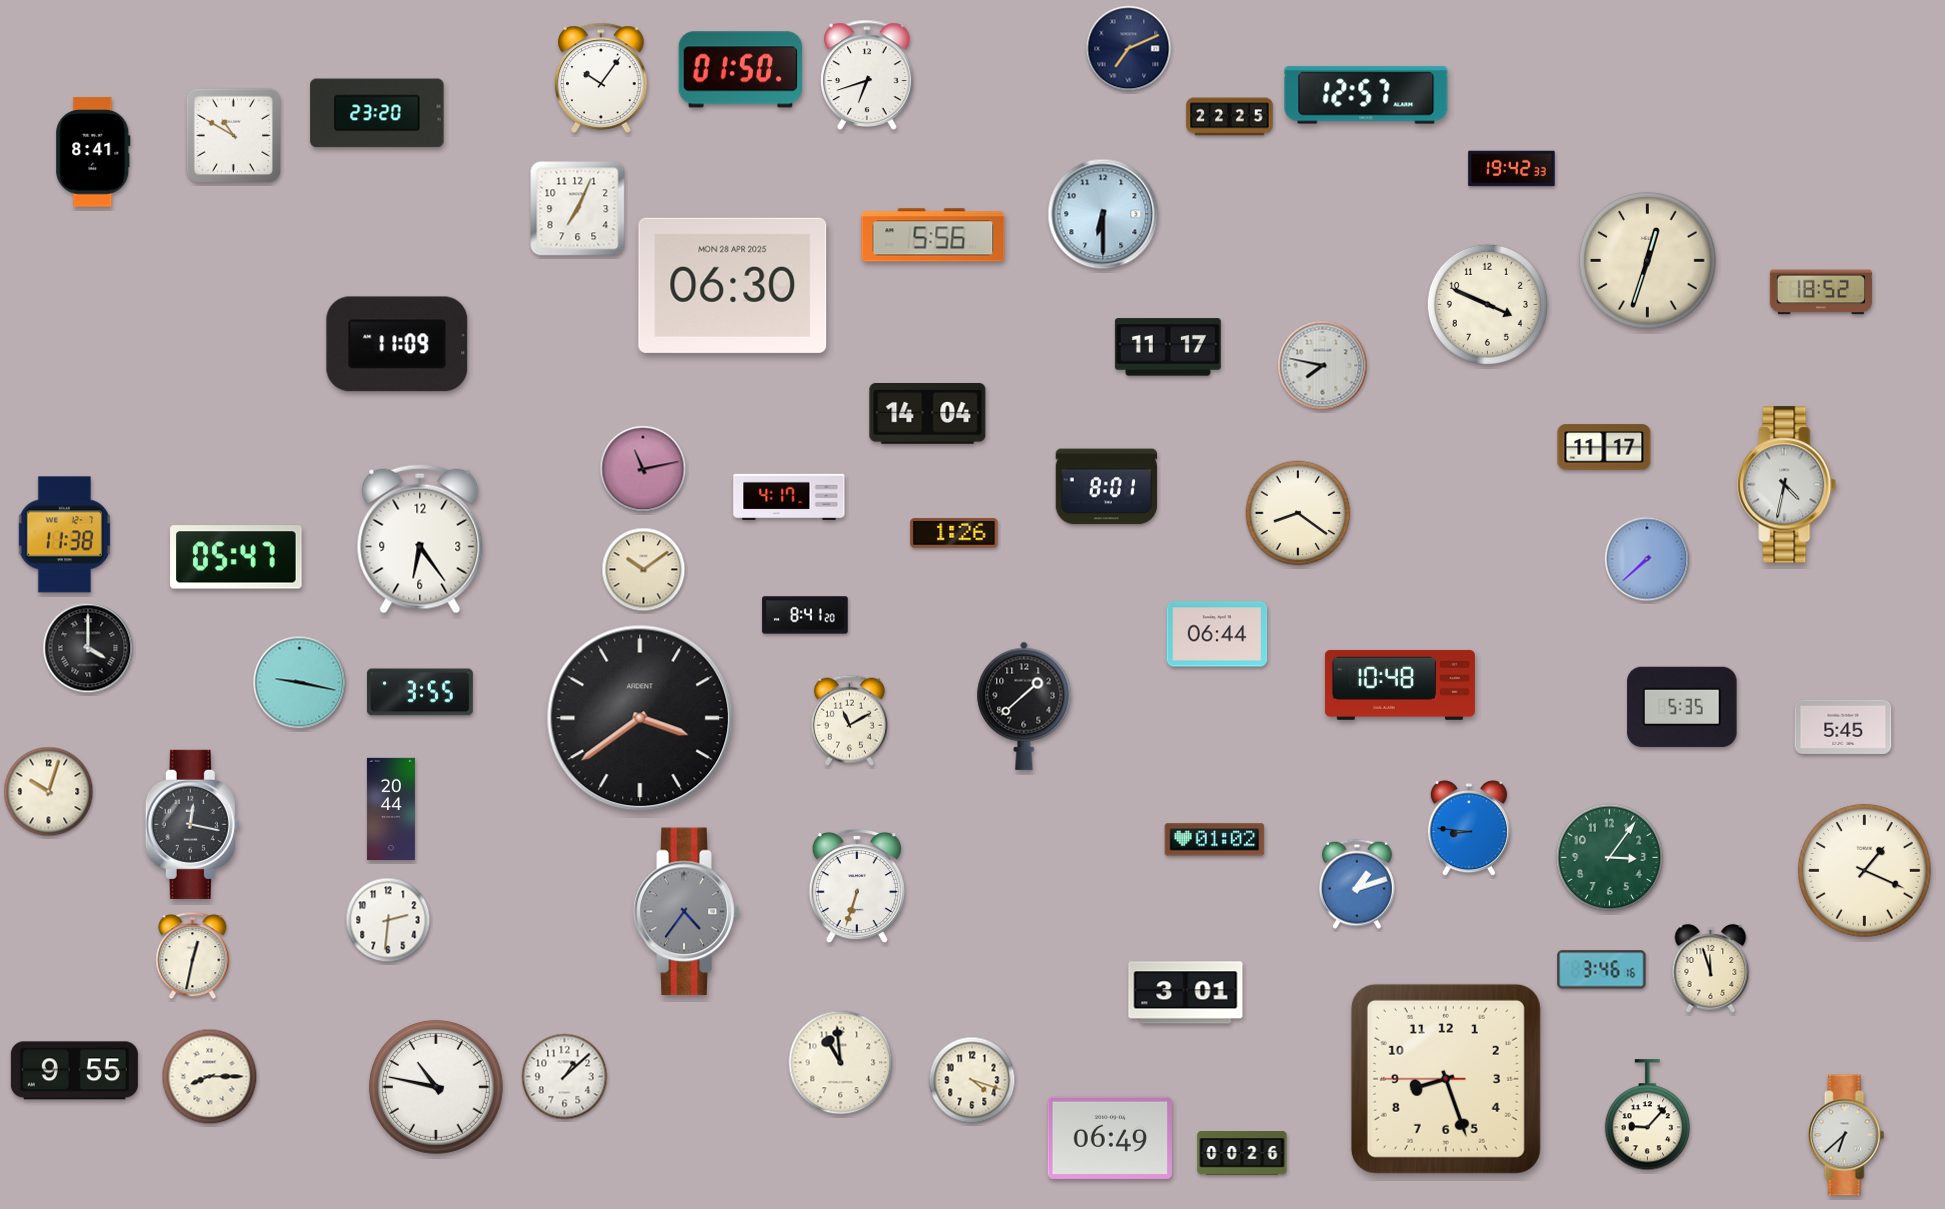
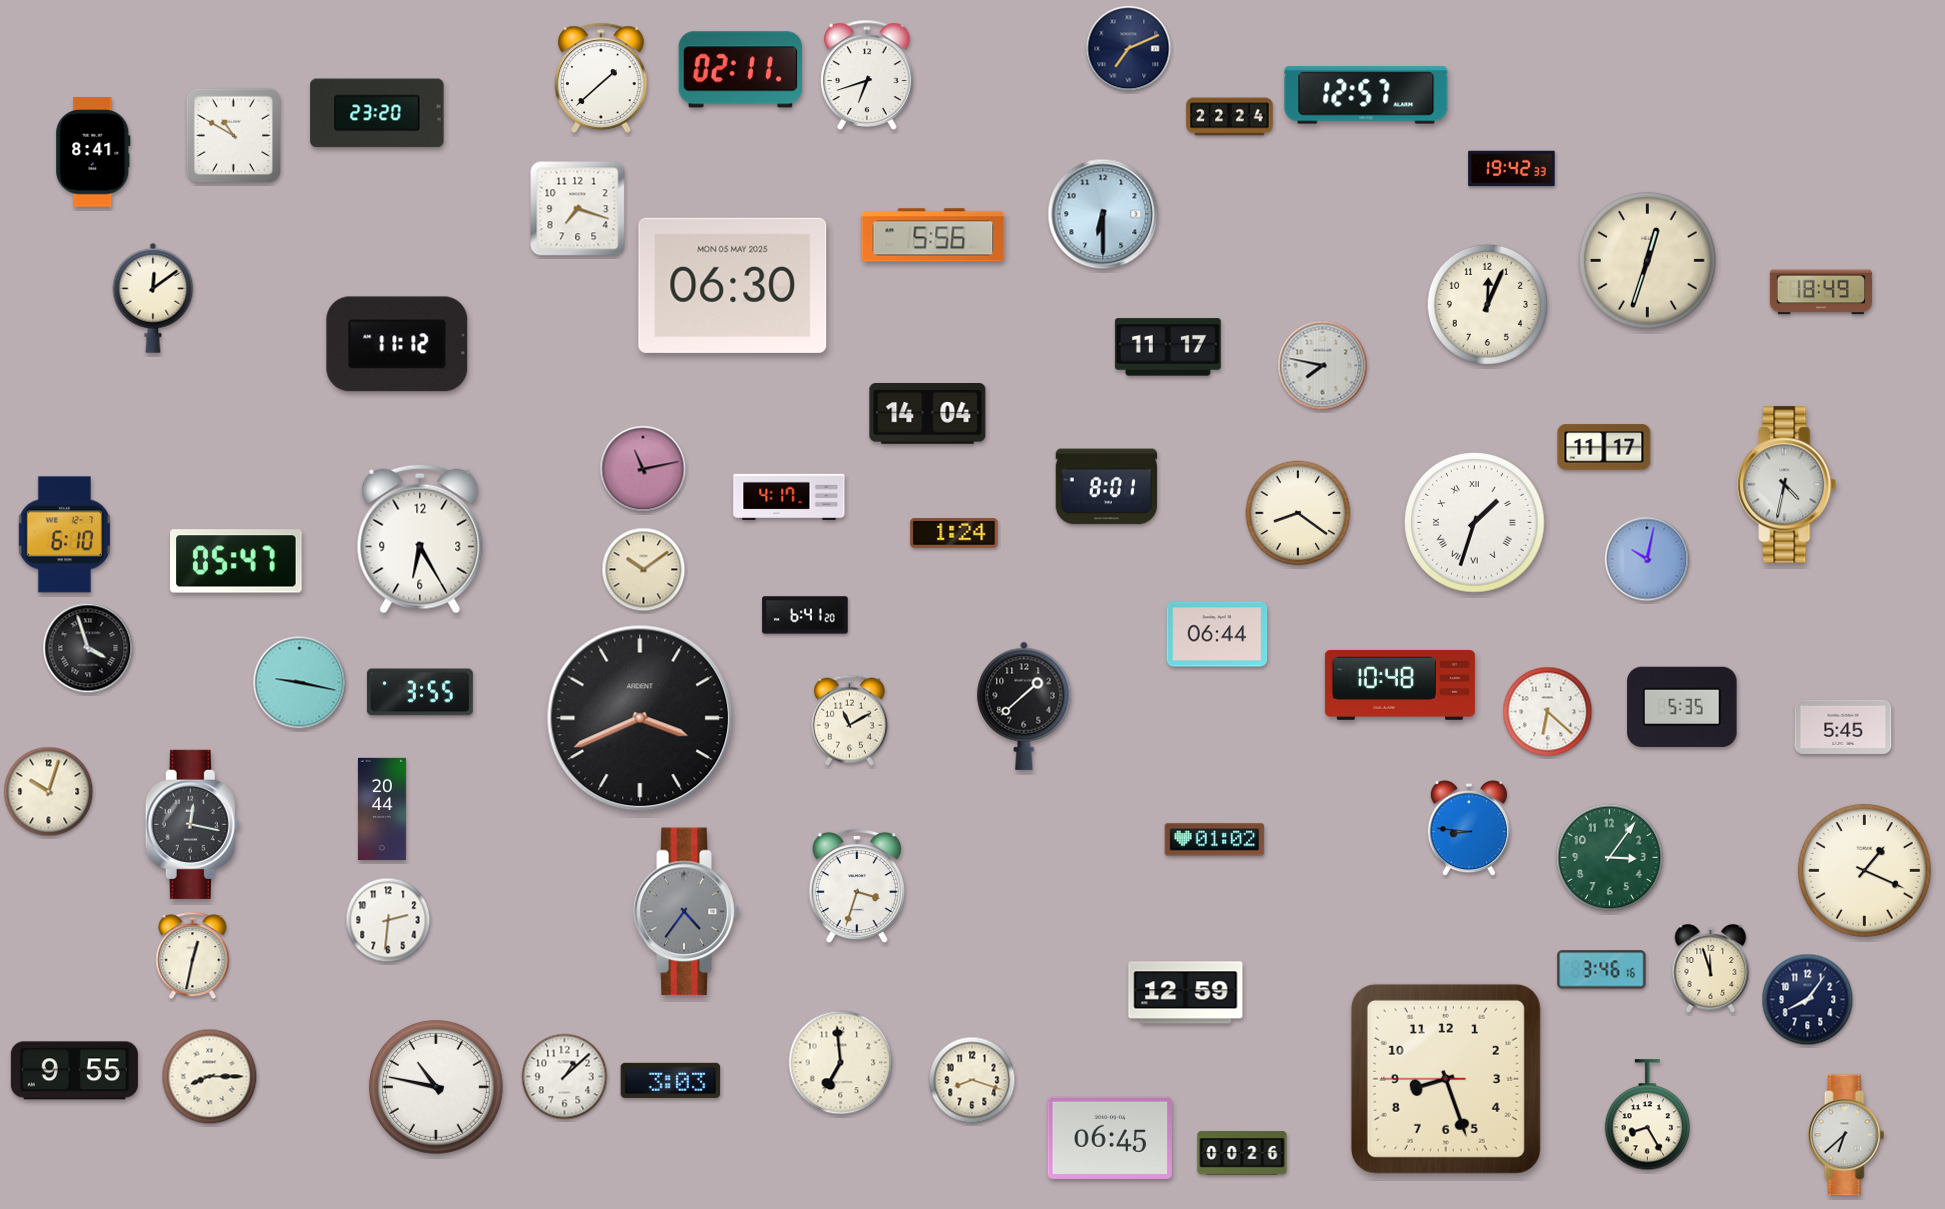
clock at (741, 70): 01:50 -> 02:11
clock at (601, 78): 10:06 -> 1:38
clock at (1230, 117): 22:25 -> 22:24
clock at (578, 209): 7:04 -> 7:18
clock at (733, 285) date: MON 28 APR 2025 -> MON 05 MAY 2025
clock at (1820, 292): 18:52 -> 18:49
clock at (153, 298): none -> 12:09
clock at (1487, 304): 3:49 -> 12:04
clock at (397, 344): 11:09 -> 11:12
clock at (1475, 523): none -> 1:33
clock at (954, 533): 1:26 -> 1:24
clock at (64, 535): 11:38 -> 6:10
clock at (420, 539): 6:24 -> 6:25
clock at (236, 557) position: (236, 557) -> (236, 561)
clock at (1647, 559): 7:38 -> 10:02
clock at (805, 615): 8:41 -> 6:41
clock at (88, 648): 4:00 -> 3:57
clock at (1548, 712): none -> 6:22
clock at (640, 718): 3:39 -> 3:41
clock at (391, 808) position: (391, 808) -> (382, 808)
clock at (1357, 884): 1:12 -> none
clock at (857, 886): 6:33 -> 3:33
clock at (1186, 993): 3:01 -> 12:59
clock at (1808, 1000): none -> 8:06
clock at (841, 1063): 10:59 -> 6:59
clock at (671, 1080): none -> 3:03
clock at (972, 1080): 4:18 -> 8:18
clock at (1647, 1115): 9:07 -> 8:25
clock at (1110, 1138): 06:49 -> 06:45
